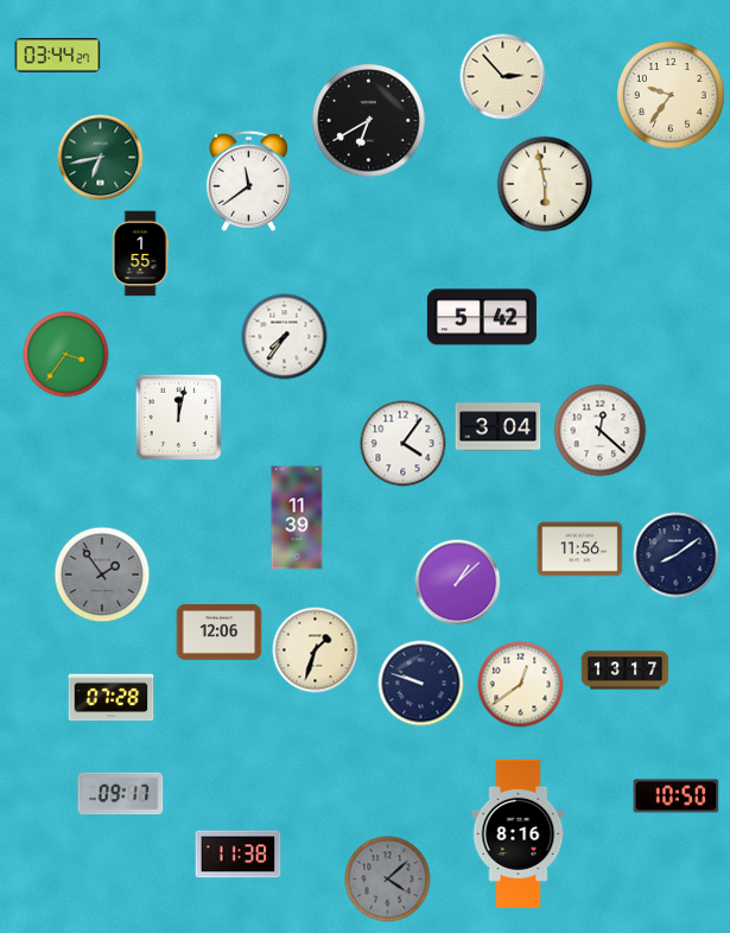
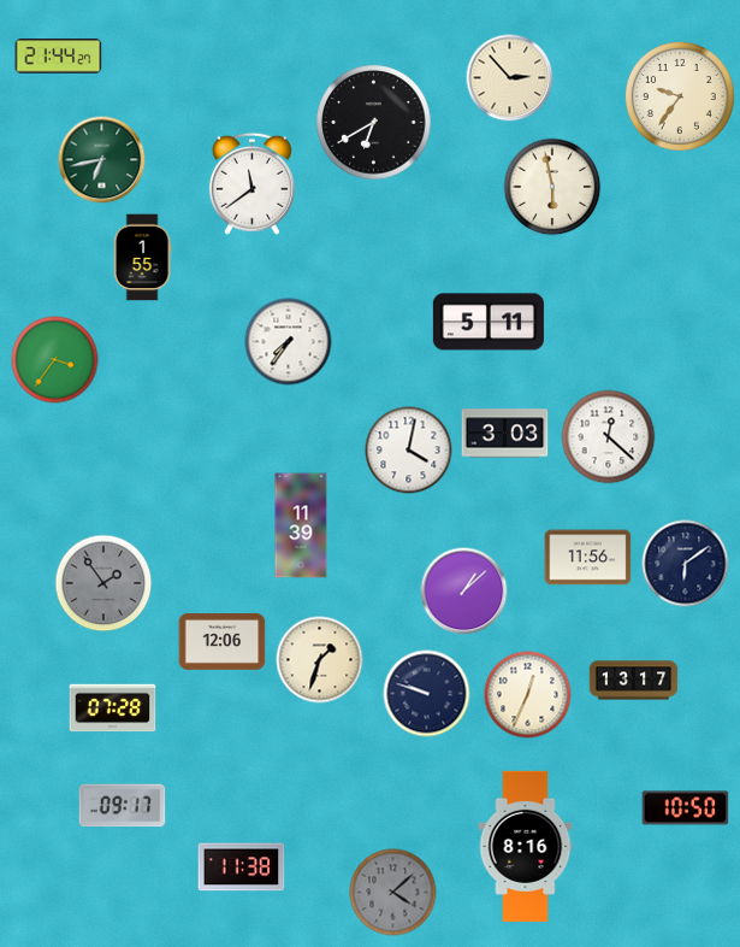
clock at (58, 56): 03:44 -> 21:44
clock at (482, 317): 5:42 -> 5:11
clock at (66, 355) position: (66, 355) -> (55, 360)
clock at (179, 418): 12:02 -> none
clock at (499, 427): 3:04 -> 3:03
clock at (404, 444): 4:06 -> 4:02
clock at (677, 556): 8:09 -> 6:09
clock at (521, 685): 12:39 -> 12:34
